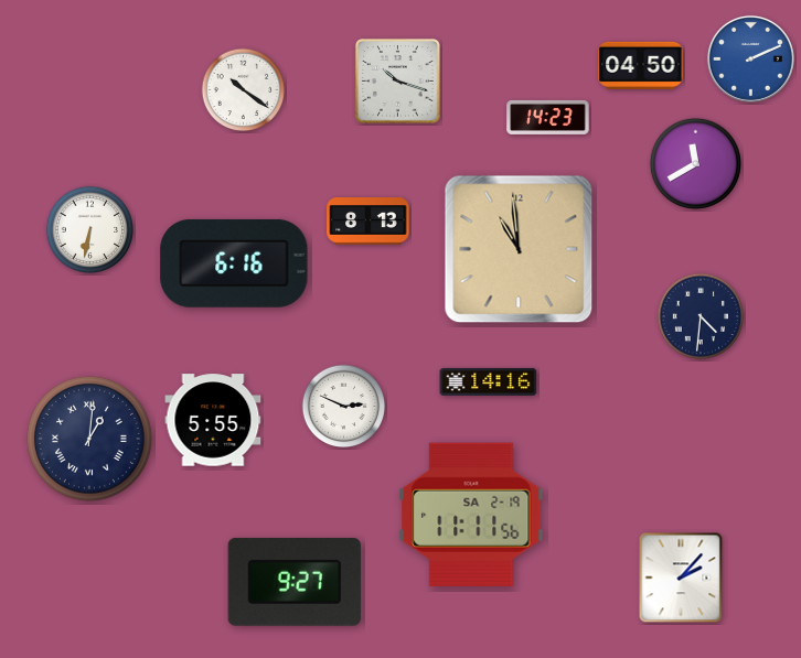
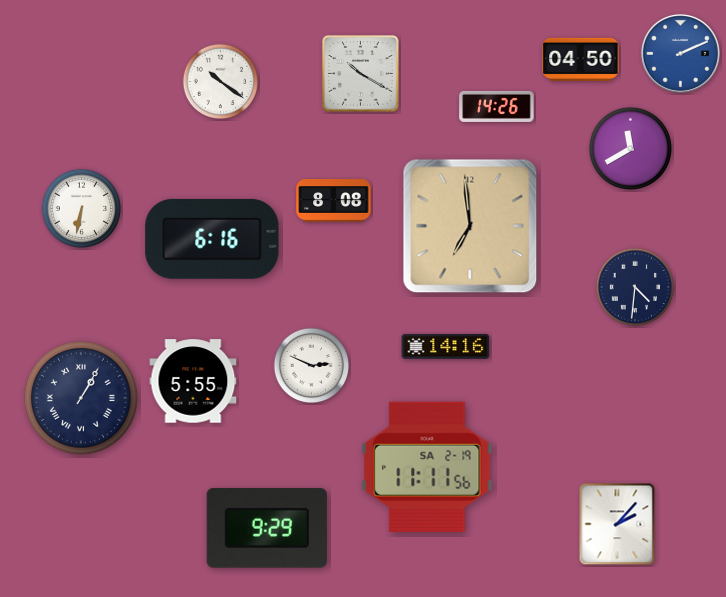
clock at (398, 82): 10:18 -> 10:20
clock at (548, 117): 14:23 -> 14:26
clock at (369, 222): 8:13 -> 8:08
clock at (519, 249): 10:59 -> 6:59
clock at (489, 381) position: (489, 381) -> (446, 346)
clock at (344, 407) position: (344, 407) -> (312, 366)
clock at (89, 439): 1:01 -> 1:05
clock at (295, 582): 9:27 -> 9:29
